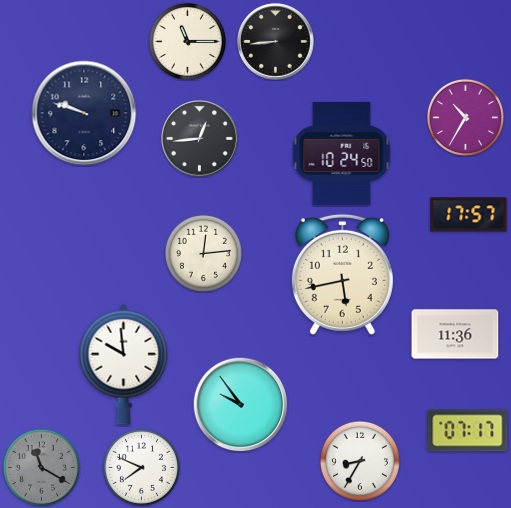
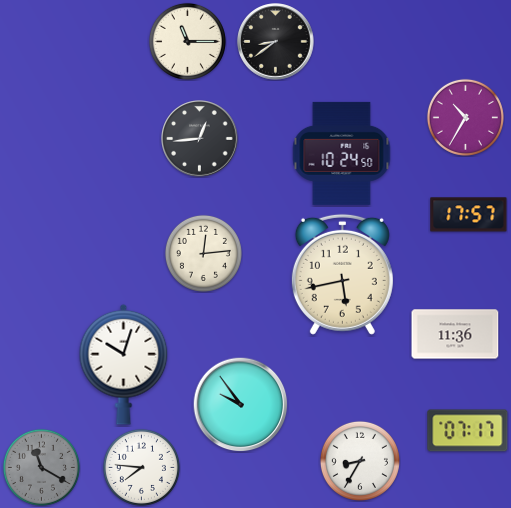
clock at (276, 42): 8:44 -> 8:39
clock at (84, 113): 9:48 -> none
clock at (124, 364): 9:59 -> 10:03
clock at (141, 467): 7:49 -> 7:46
